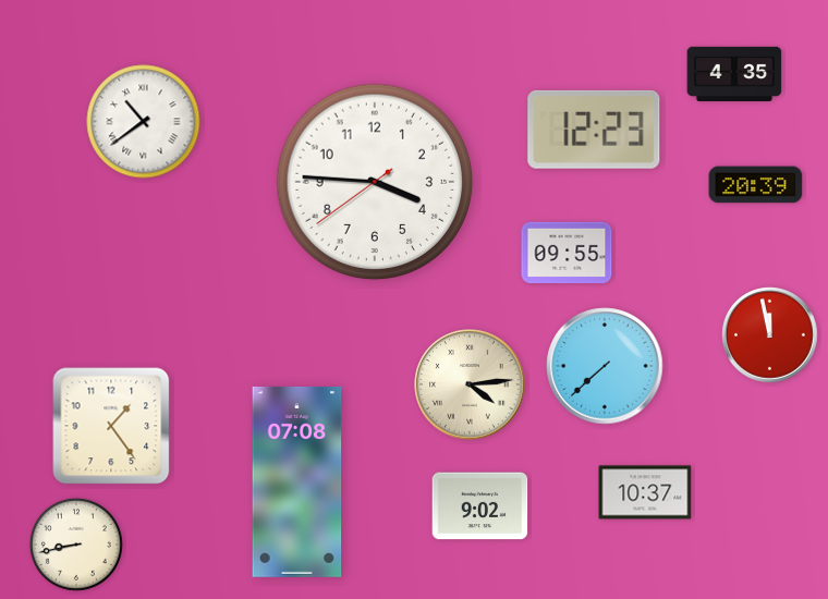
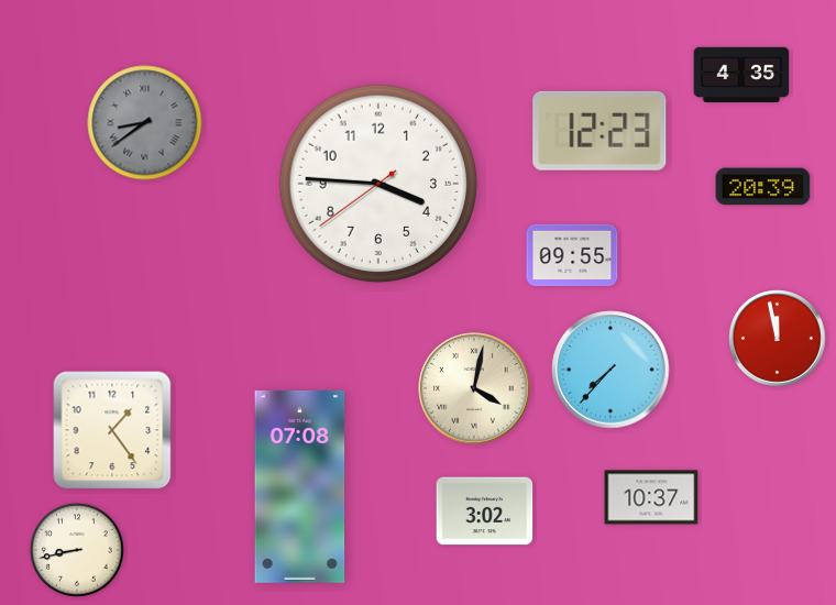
clock at (144, 122): 10:39 -> 8:39
clock at (144, 122) dial: white -> grey
clock at (605, 366): 7:38 -> 7:37
clock at (470, 384): 4:14 -> 4:02
clock at (480, 506): 9:02 -> 3:02
